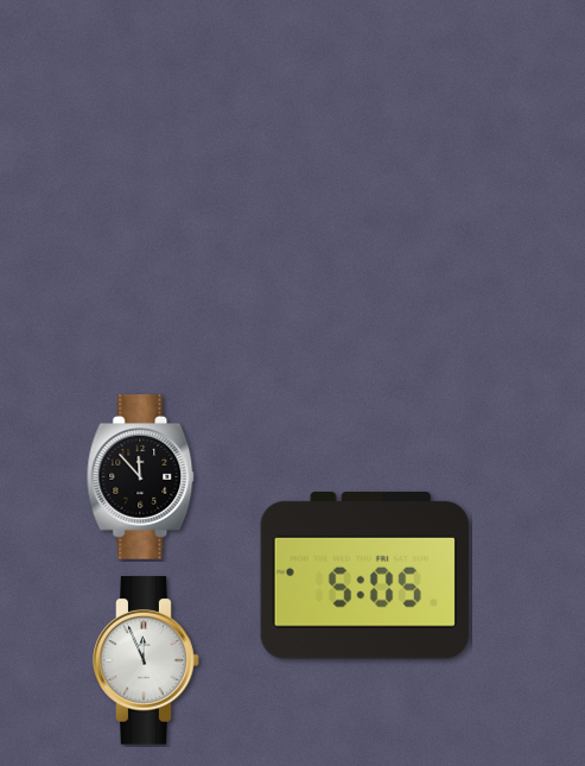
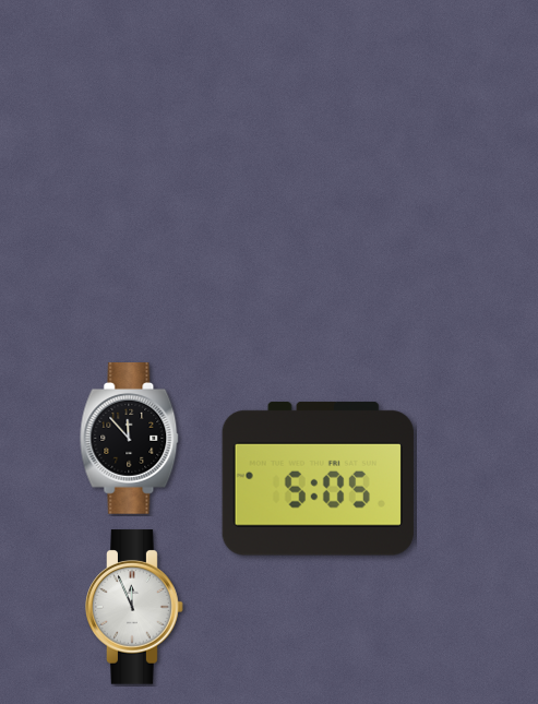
clock at (364, 576) position: (364, 576) -> (318, 479)
